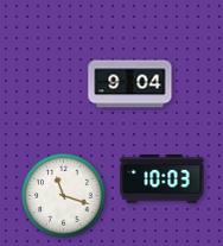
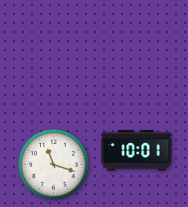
clock at (130, 84): 9:04 -> none
clock at (163, 179): 10:03 -> 10:01
